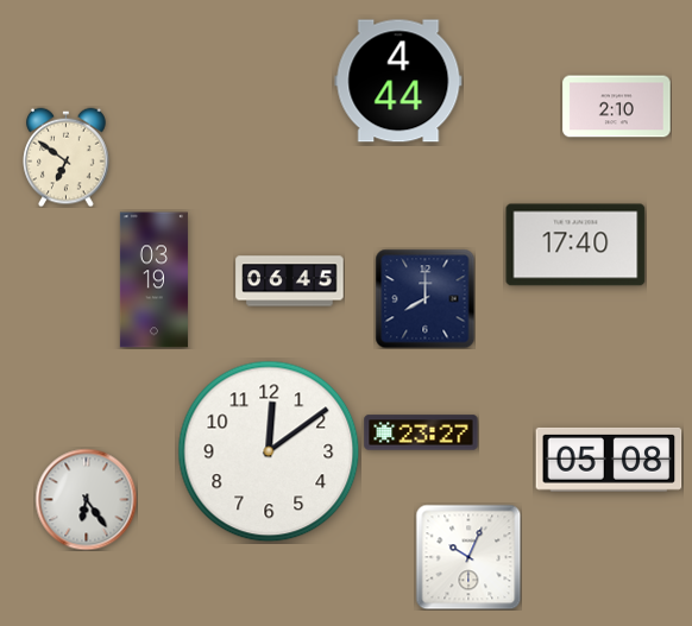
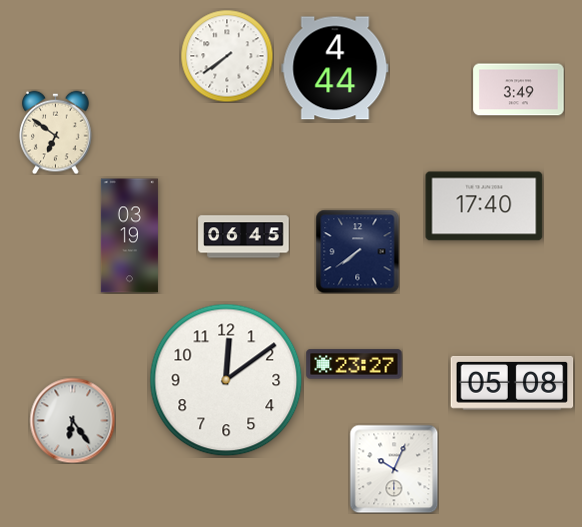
clock at (227, 56): none -> 7:39
clock at (617, 107): 2:10 -> 3:49
clock at (424, 298): 8:00 -> 7:39
clock at (609, 460) position: (609, 460) -> (512, 383)
